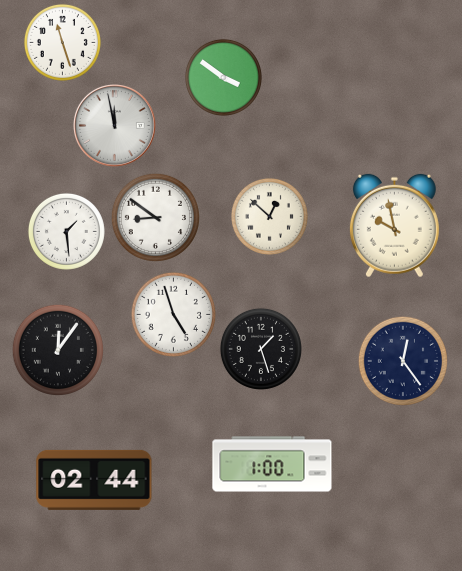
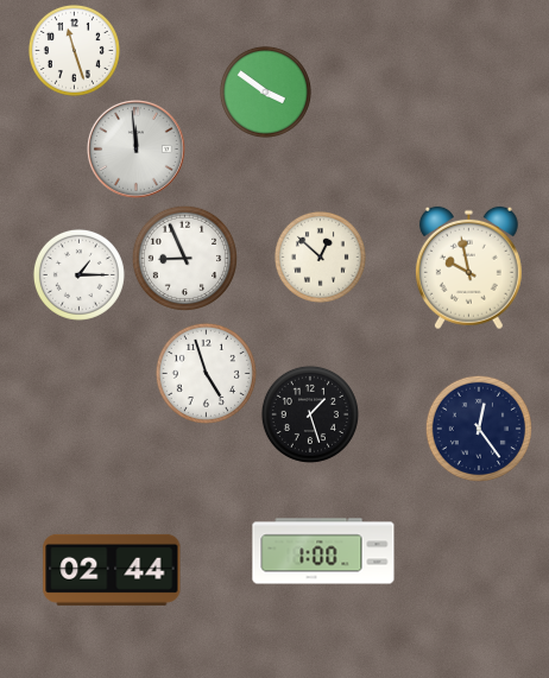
clock at (114, 125): 11:58 -> 11:59
clock at (155, 217): 8:51 -> 8:56
clock at (66, 231): 1:29 -> 1:15
clock at (57, 349): 12:06 -> none
